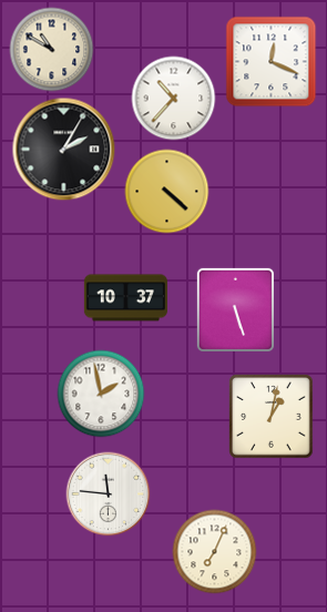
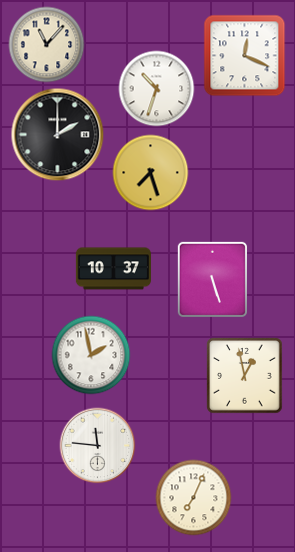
clock at (52, 50): 10:50 -> 11:07
clock at (174, 99): 10:37 -> 10:33
clock at (64, 150): 2:05 -> 2:00
clock at (167, 192): 4:22 -> 7:27
clock at (272, 417): 1:02 -> 12:58
